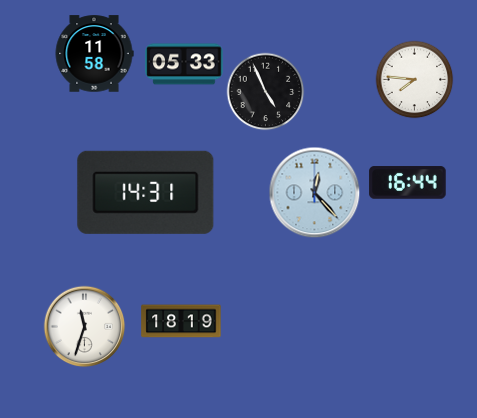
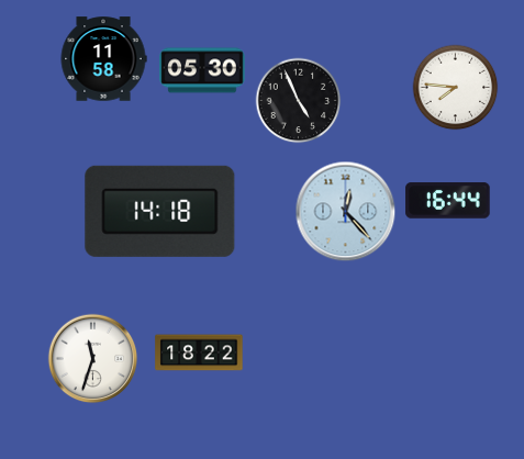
clock at (184, 64): 05:33 -> 05:30
clock at (265, 91) position: (265, 91) -> (298, 100)
clock at (146, 192): 14:31 -> 14:18
clock at (181, 321): 18:19 -> 18:22
